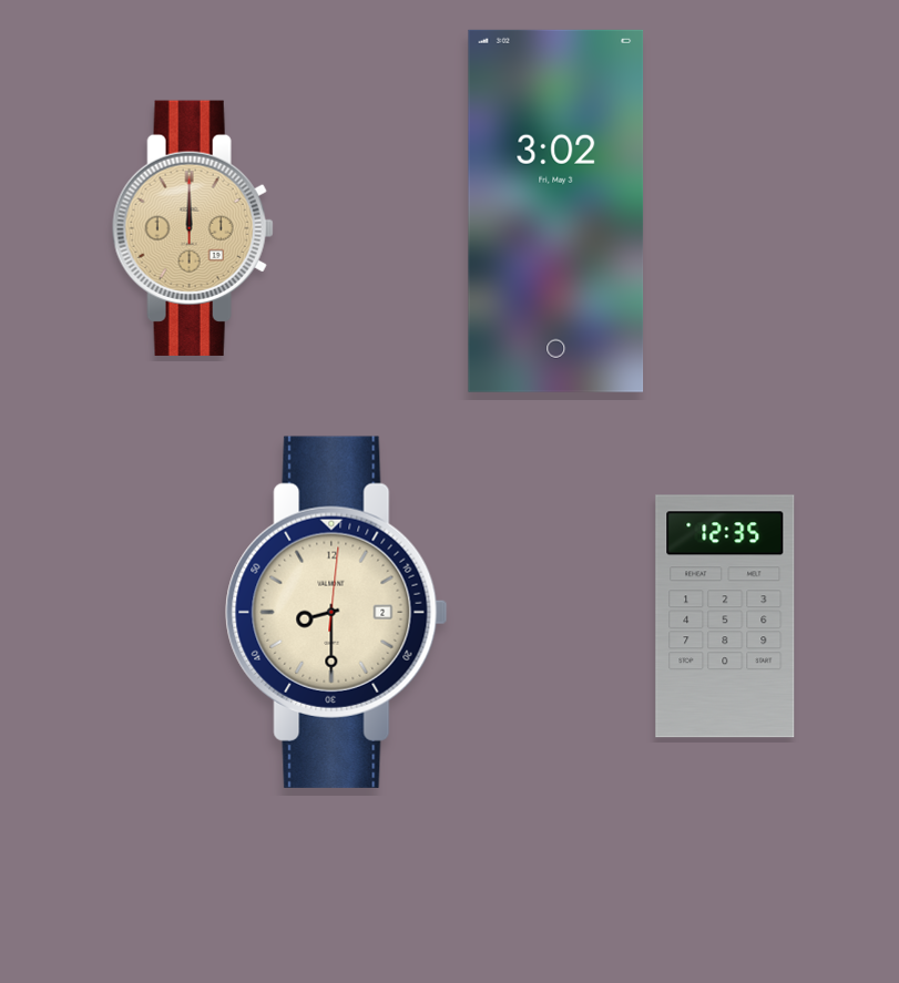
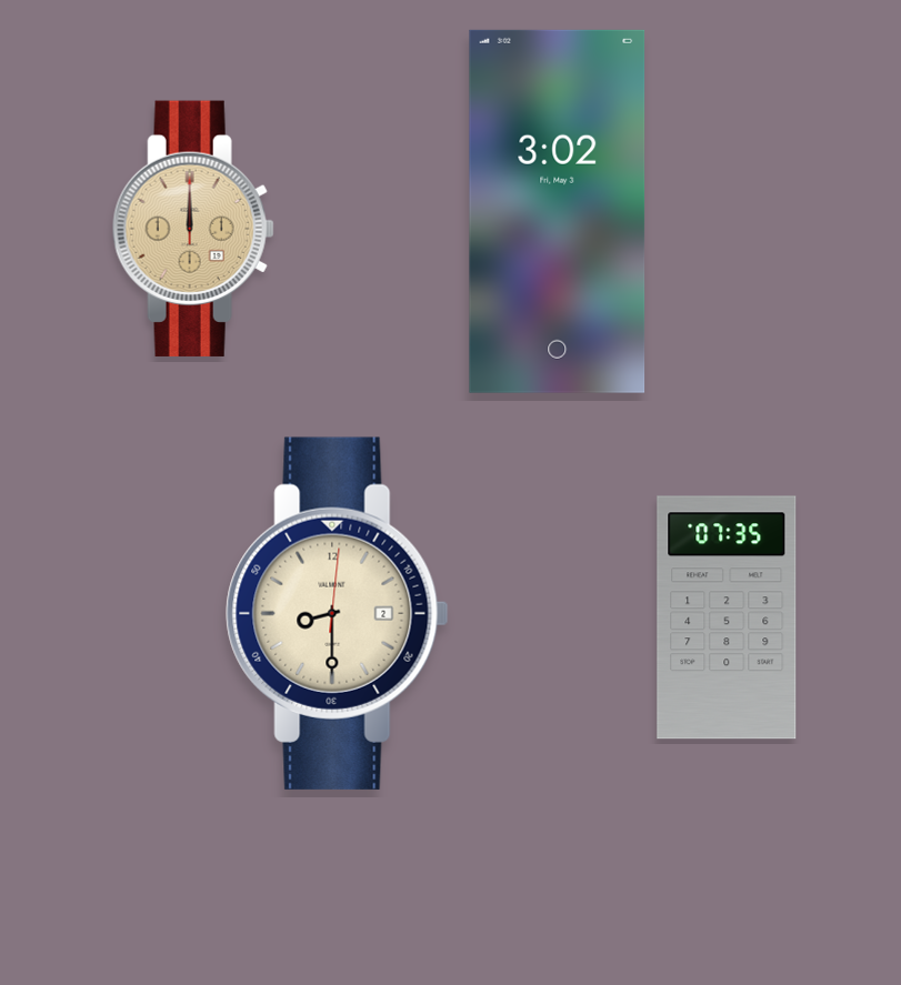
clock at (725, 616): 12:35 -> 07:35
